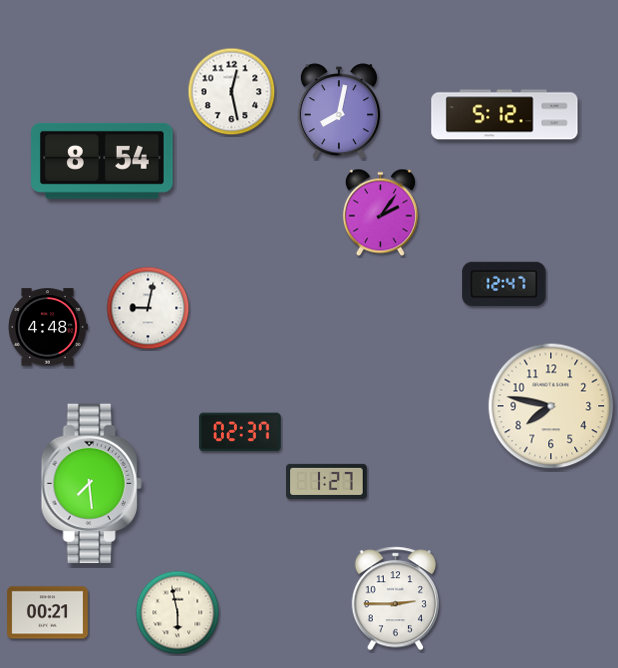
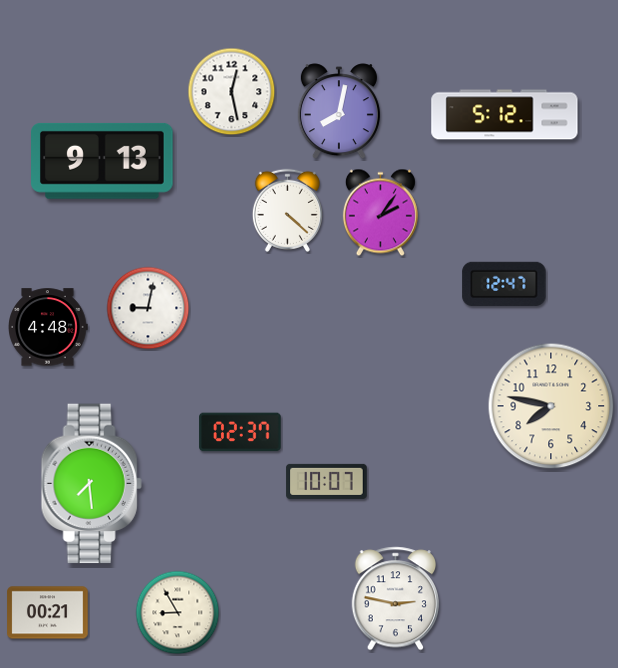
clock at (103, 161): 8:54 -> 9:13
clock at (287, 210): none -> 4:22
clock at (327, 481): 1:27 -> 10:07
clock at (395, 599): 2:45 -> 2:47
clock at (178, 613): 5:58 -> 8:55
